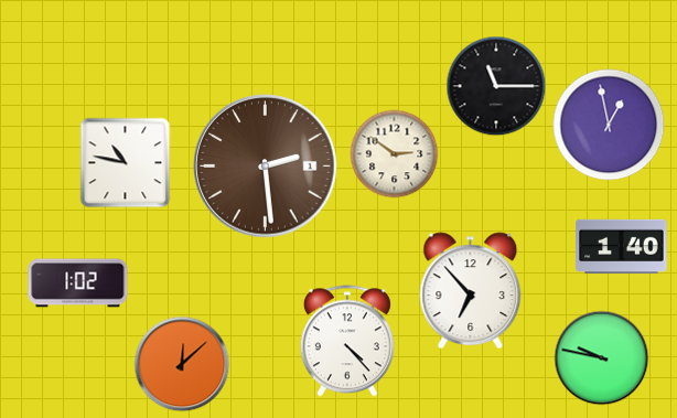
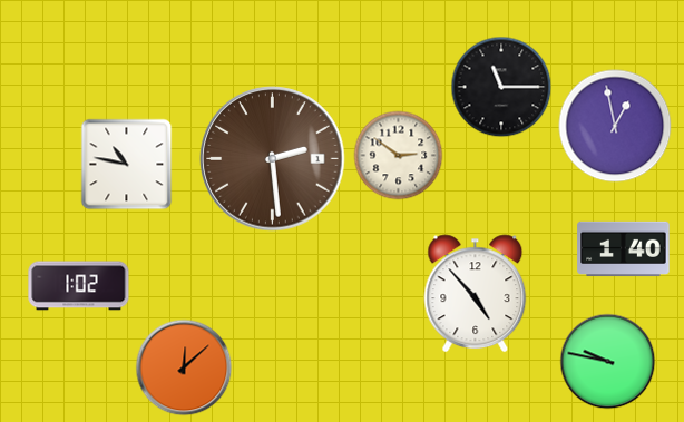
clock at (266, 167) position: (266, 167) -> (273, 159)
clock at (622, 247) position: (622, 247) -> (624, 249)
clock at (471, 291): 6:53 -> 4:53
clock at (347, 341): 4:23 -> none
